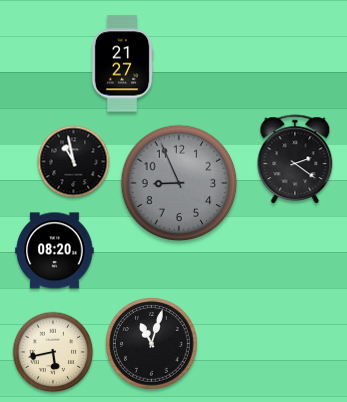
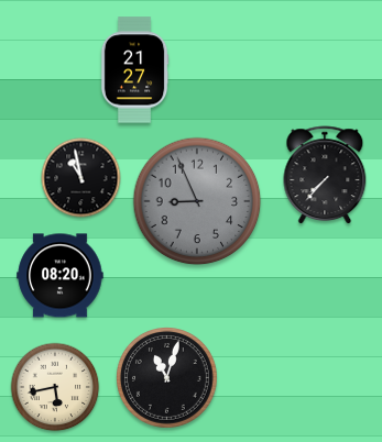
clock at (295, 160): 2:21 -> 7:37
clock at (53, 352) position: (53, 352) -> (55, 387)
